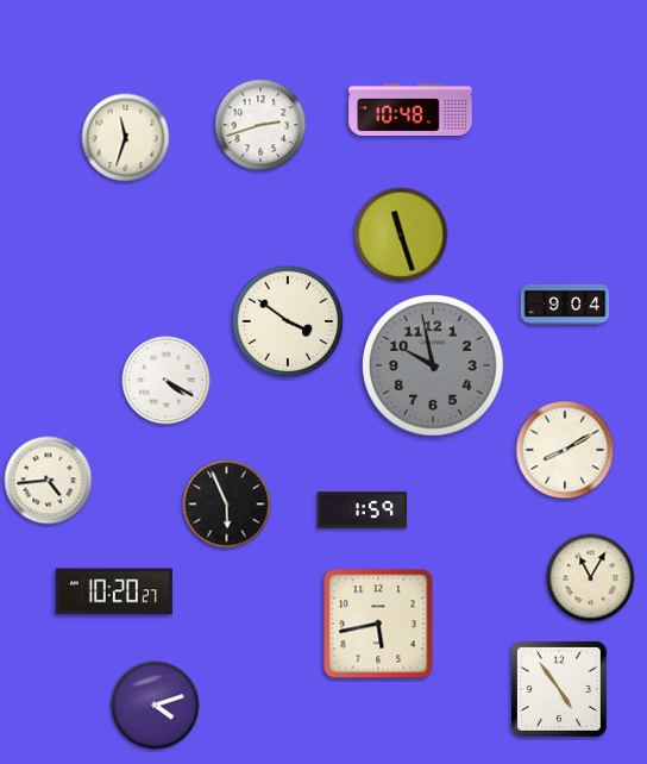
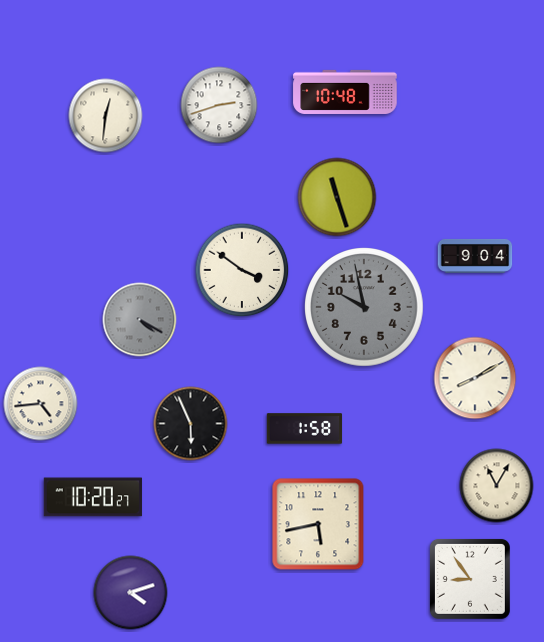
clock at (126, 138): 11:33 -> 12:31
clock at (167, 381) dial: white -> grey
clock at (363, 511): 1:59 -> 1:58
clock at (114, 591) position: (114, 591) -> (93, 497)
clock at (559, 689): 4:54 -> 8:54
